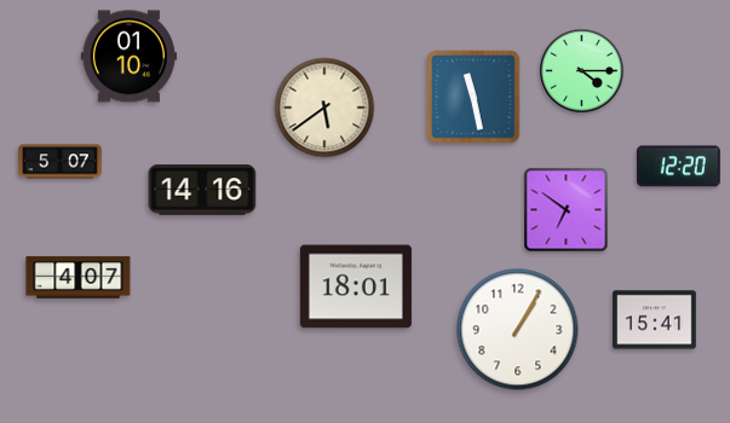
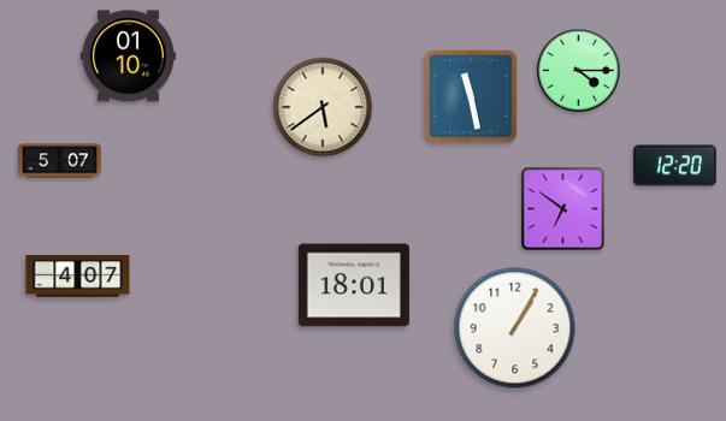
clock at (202, 190): 14:16 -> none
clock at (655, 320): 15:41 -> none
